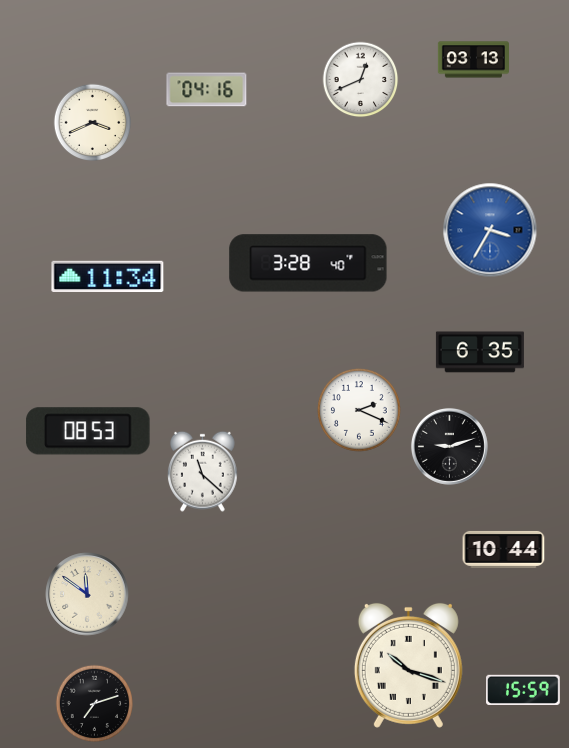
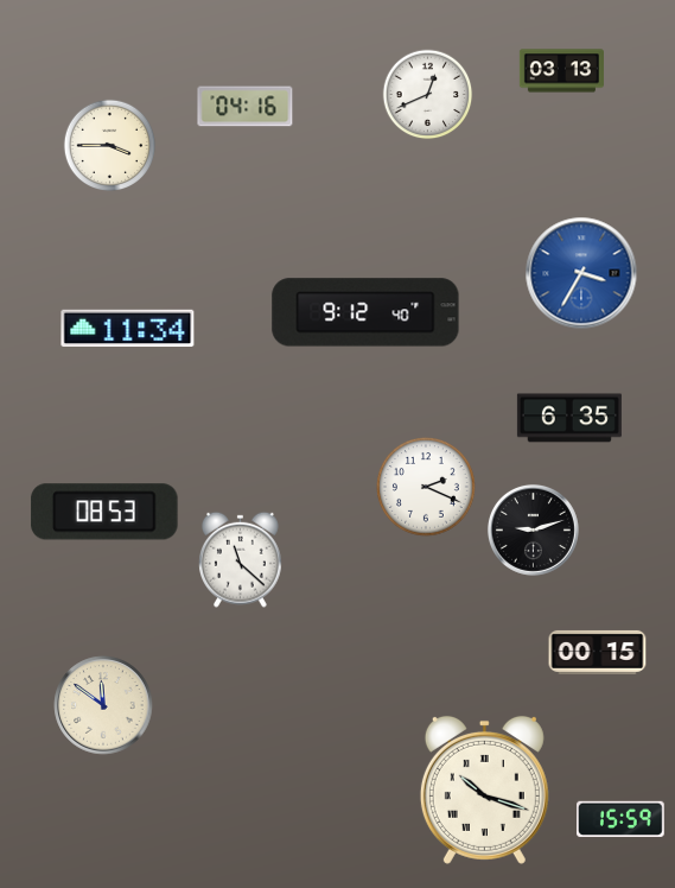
clock at (92, 122): 3:41 -> 3:45
clock at (308, 263): 3:28 -> 9:12
clock at (504, 549): 10:44 -> 00:15
clock at (94, 703): 7:12 -> none
